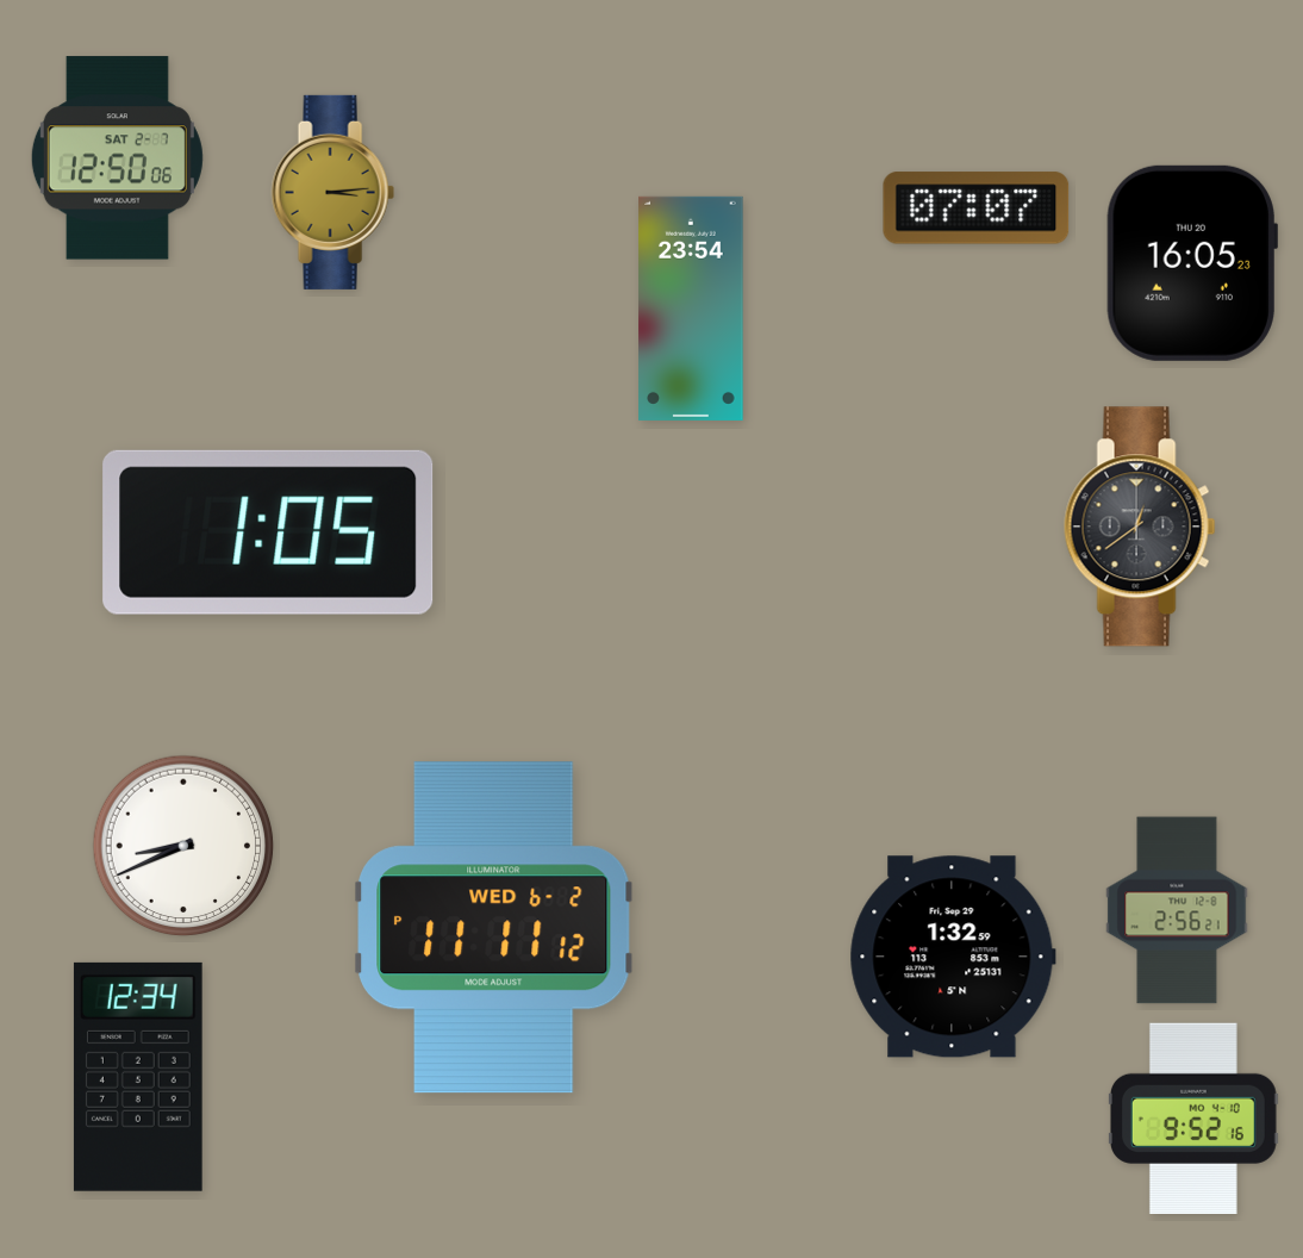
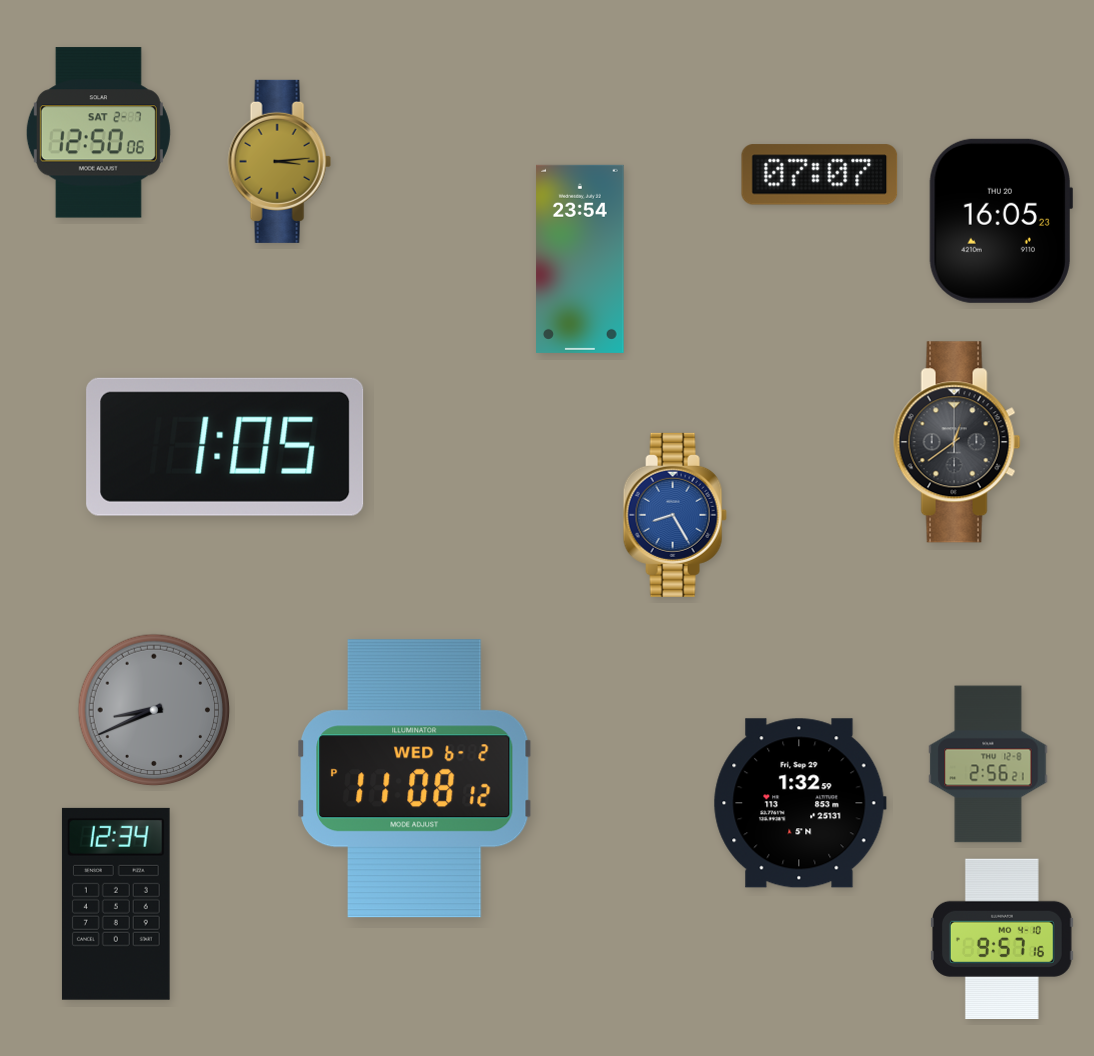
clock at (675, 515): none -> 8:25
clock at (183, 846) dial: white -> grey
clock at (494, 928): 11:11 -> 11:08
clock at (1193, 1117): 9:52 -> 9:57
